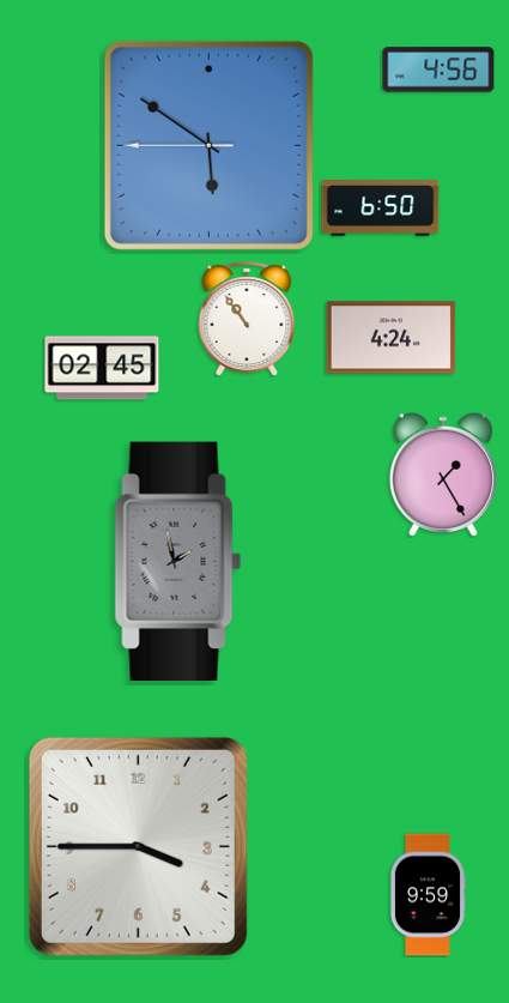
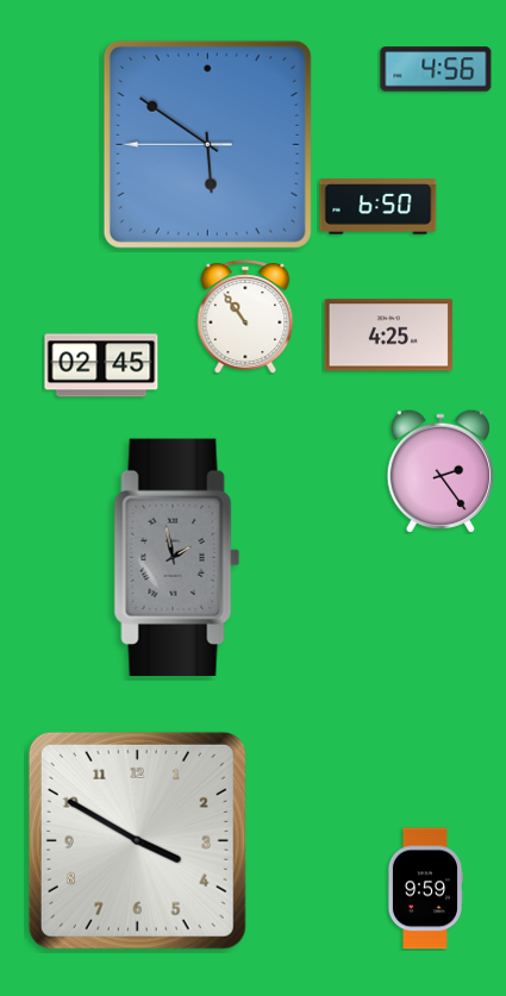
clock at (392, 338): 4:24 -> 4:25
clock at (443, 475): 1:25 -> 2:24
clock at (138, 846): 3:45 -> 3:50
